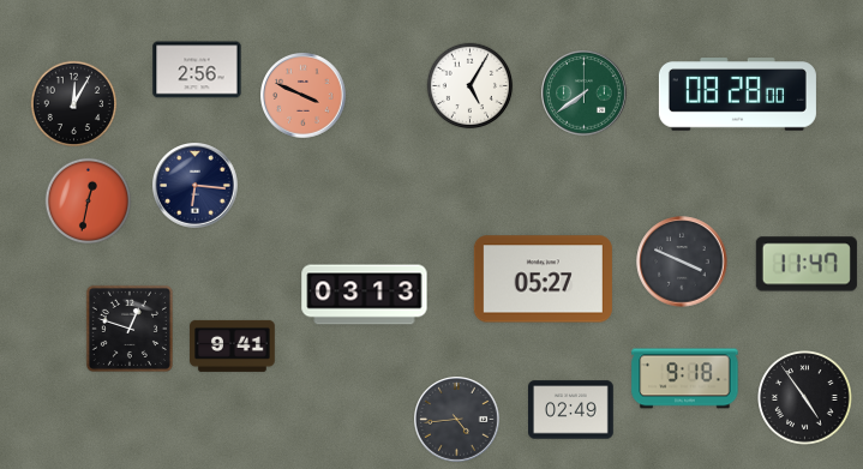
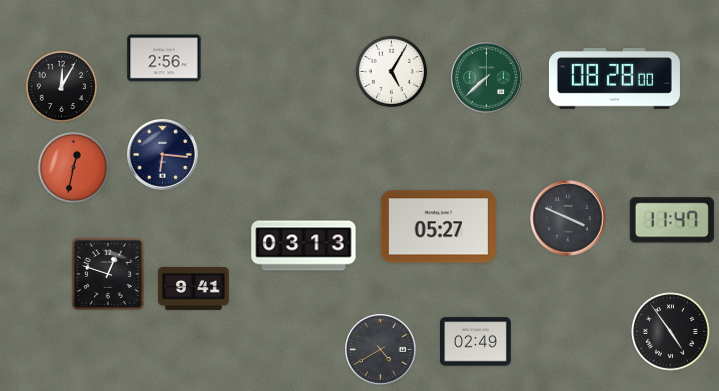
clock at (585, 94): 7:39 -> 7:38
clock at (304, 96): 3:49 -> none
clock at (543, 279) position: (543, 279) -> (438, 227)
clock at (685, 379): 9:18 -> none
clock at (457, 420): 4:44 -> 4:40
